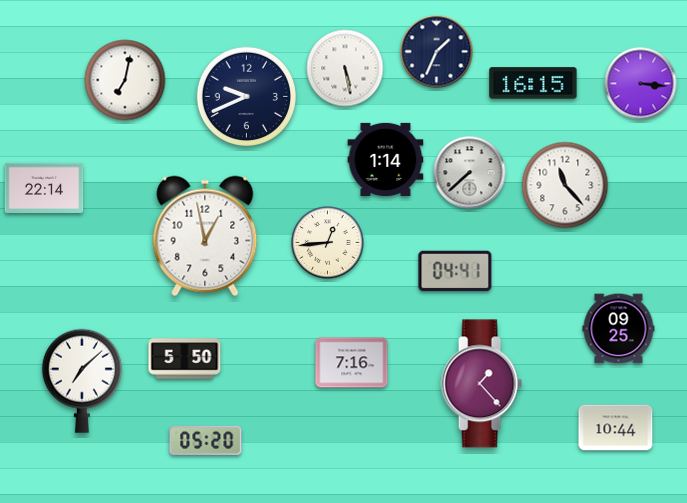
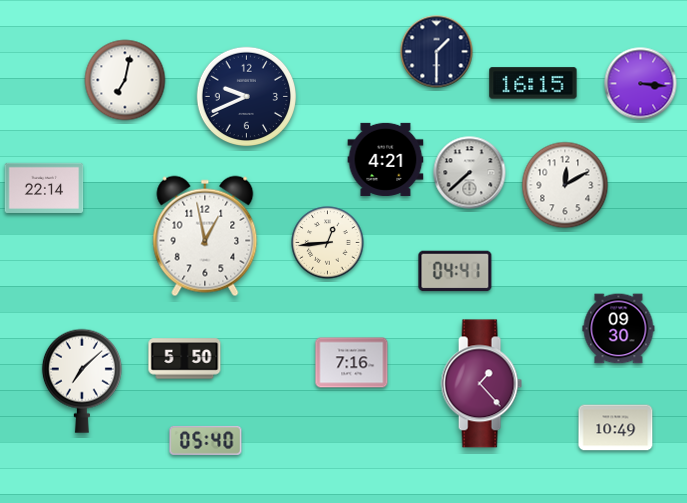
clock at (437, 52): 1:34 -> 1:30
clock at (345, 68): 5:28 -> none
clock at (386, 159): 1:14 -> 4:21
clock at (565, 185): 11:23 -> 12:10
clock at (619, 329): 09:25 -> 09:30
clock at (616, 428): 10:44 -> 10:49
clock at (206, 440): 05:20 -> 05:40
